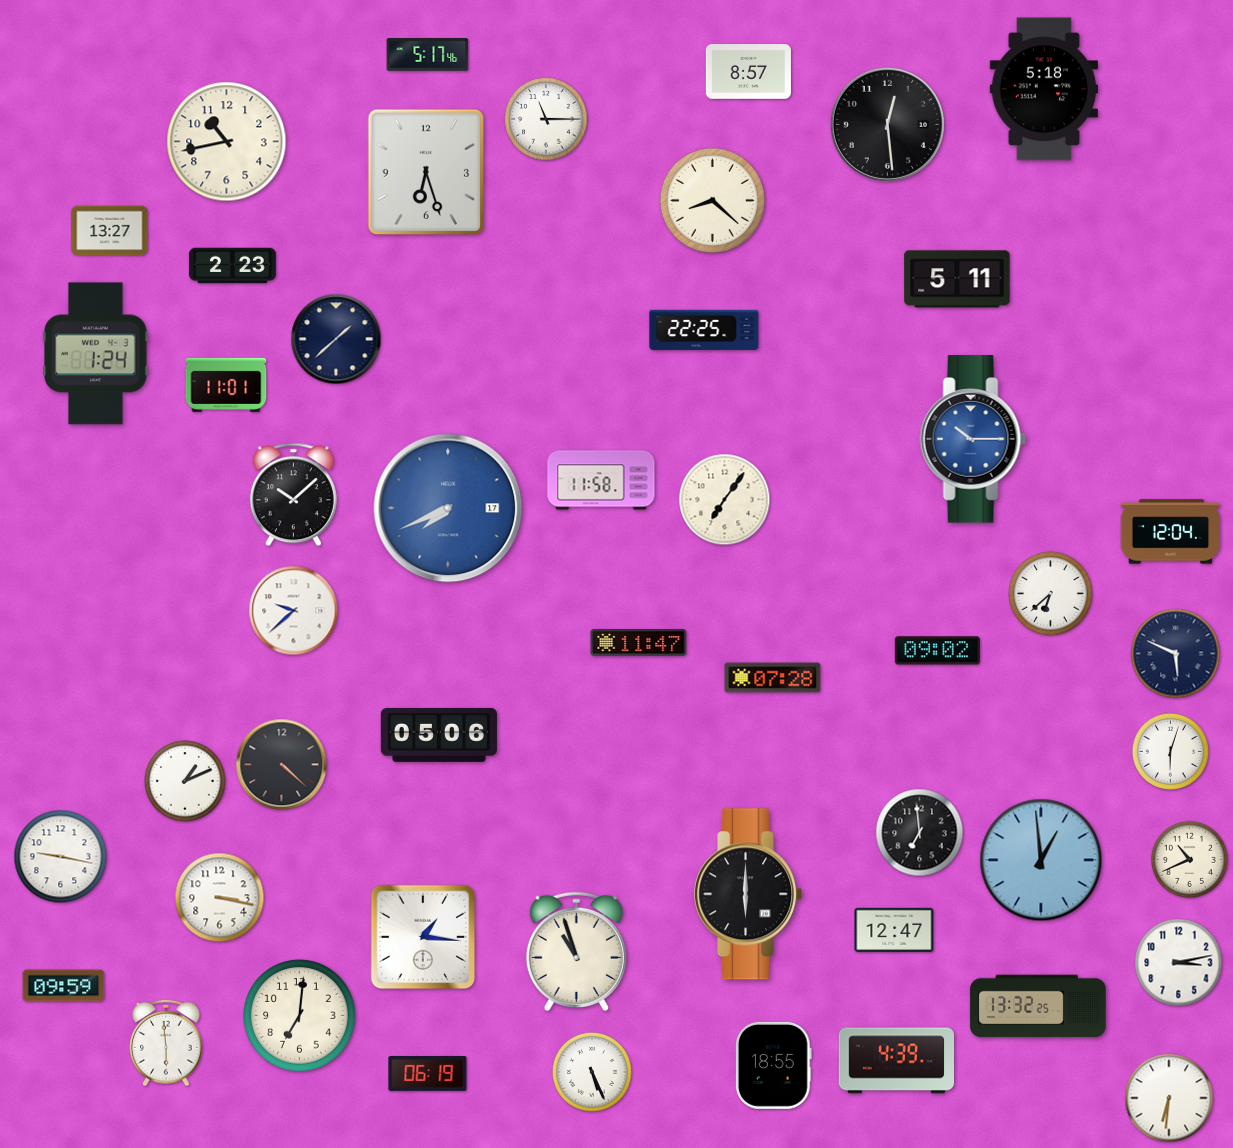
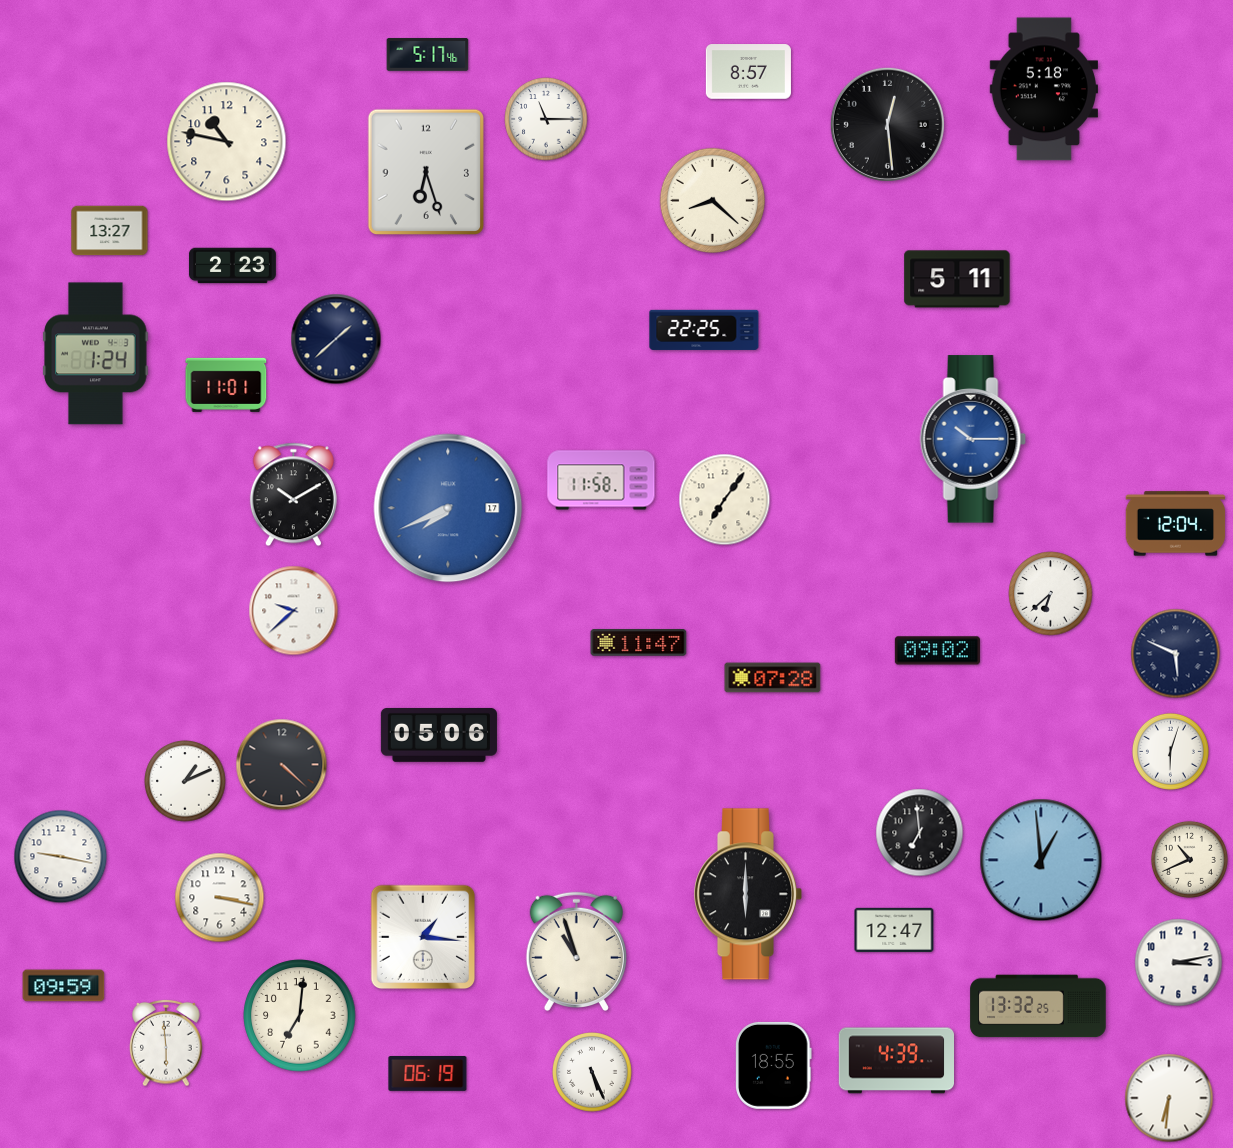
clock at (227, 142): 10:43 -> 10:47
clock at (293, 495): 10:08 -> 10:10
clock at (1171, 532) position: (1171, 532) -> (1176, 524)
